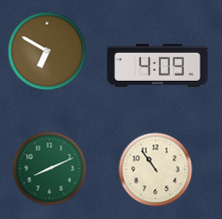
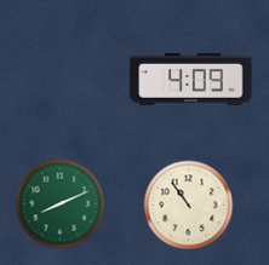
clock at (47, 51): 6:50 -> none
